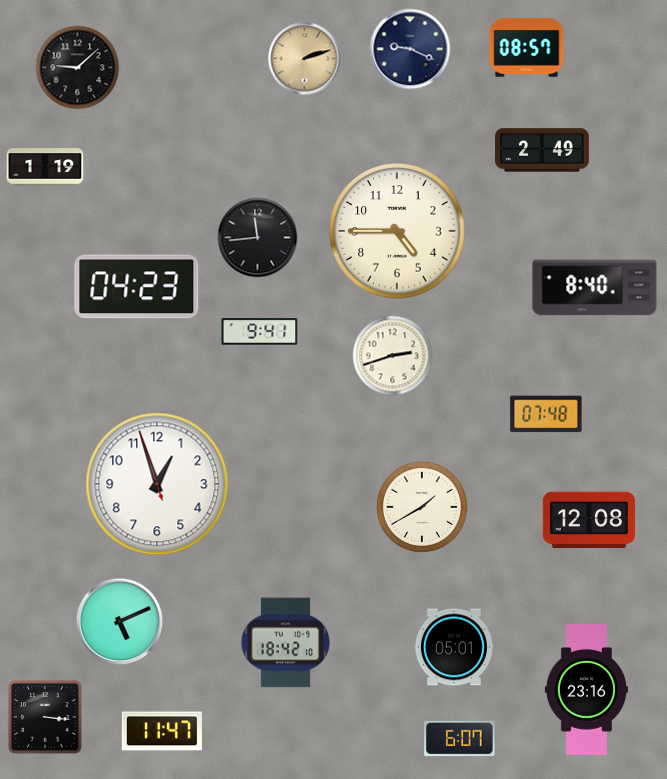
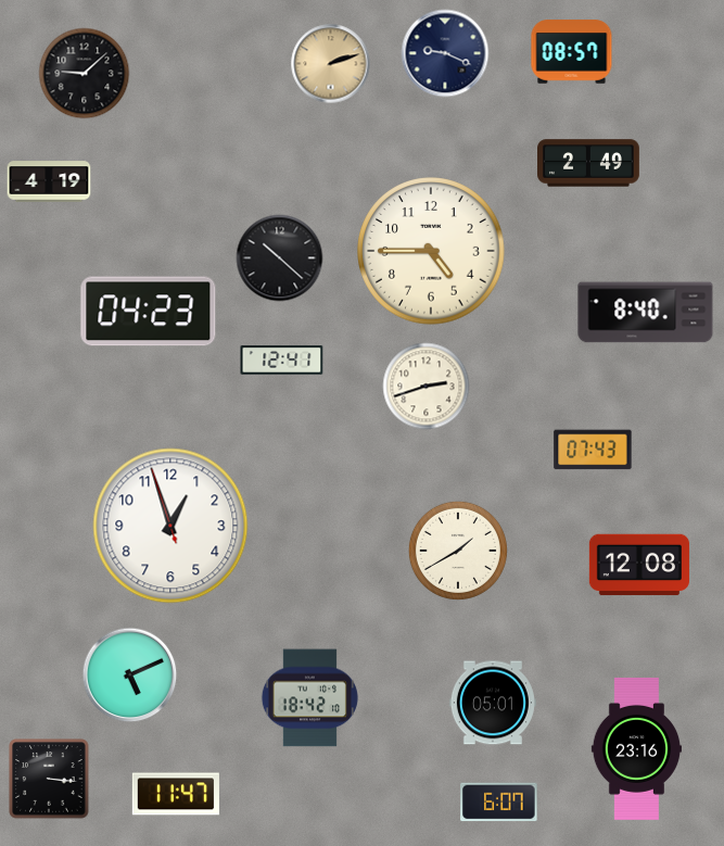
clock at (45, 167): 1:19 -> 4:19
clock at (258, 238): 11:44 -> 10:22
clock at (260, 332): 9:41 -> 12:41
clock at (546, 414): 07:48 -> 07:43
